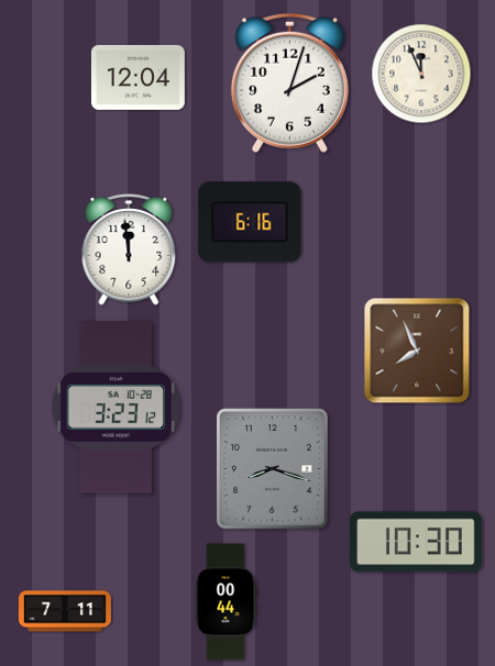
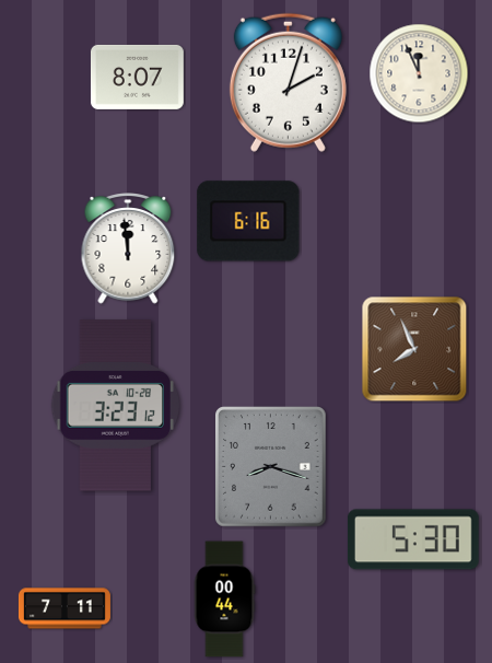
clock at (137, 77): 12:04 -> 8:07
clock at (416, 542): 10:30 -> 5:30
